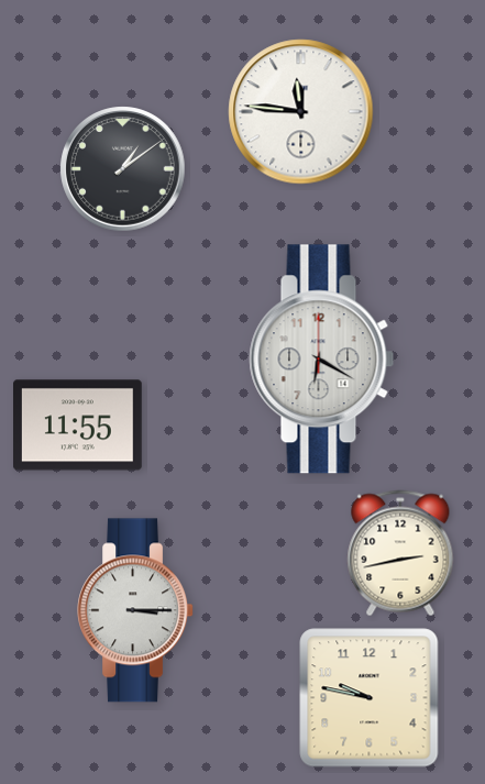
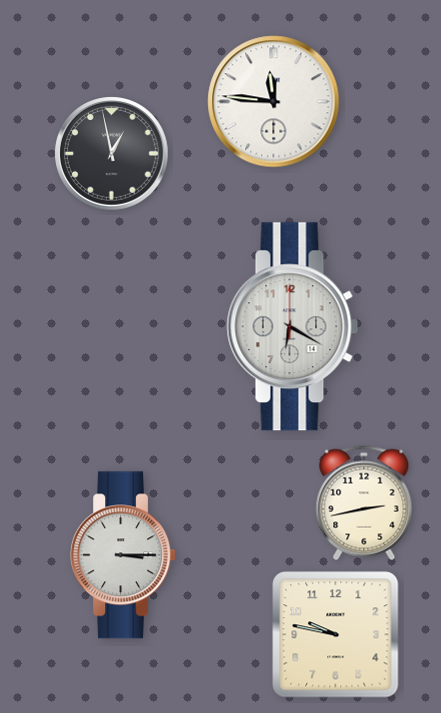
clock at (123, 169): 1:09 -> 12:58
clock at (78, 426): 11:55 -> none
